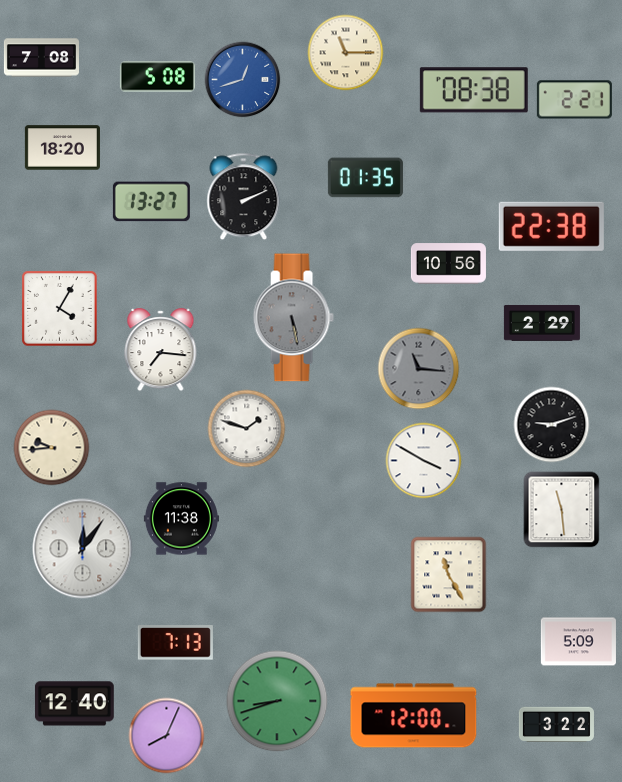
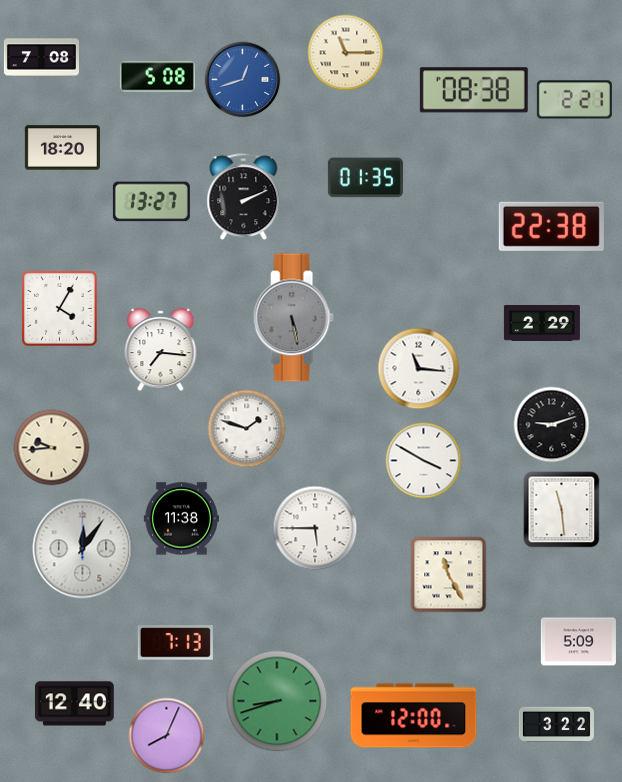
clock at (448, 264): 10:56 -> none
clock at (419, 369) dial: grey -> white
clock at (315, 528): none -> 5:45
